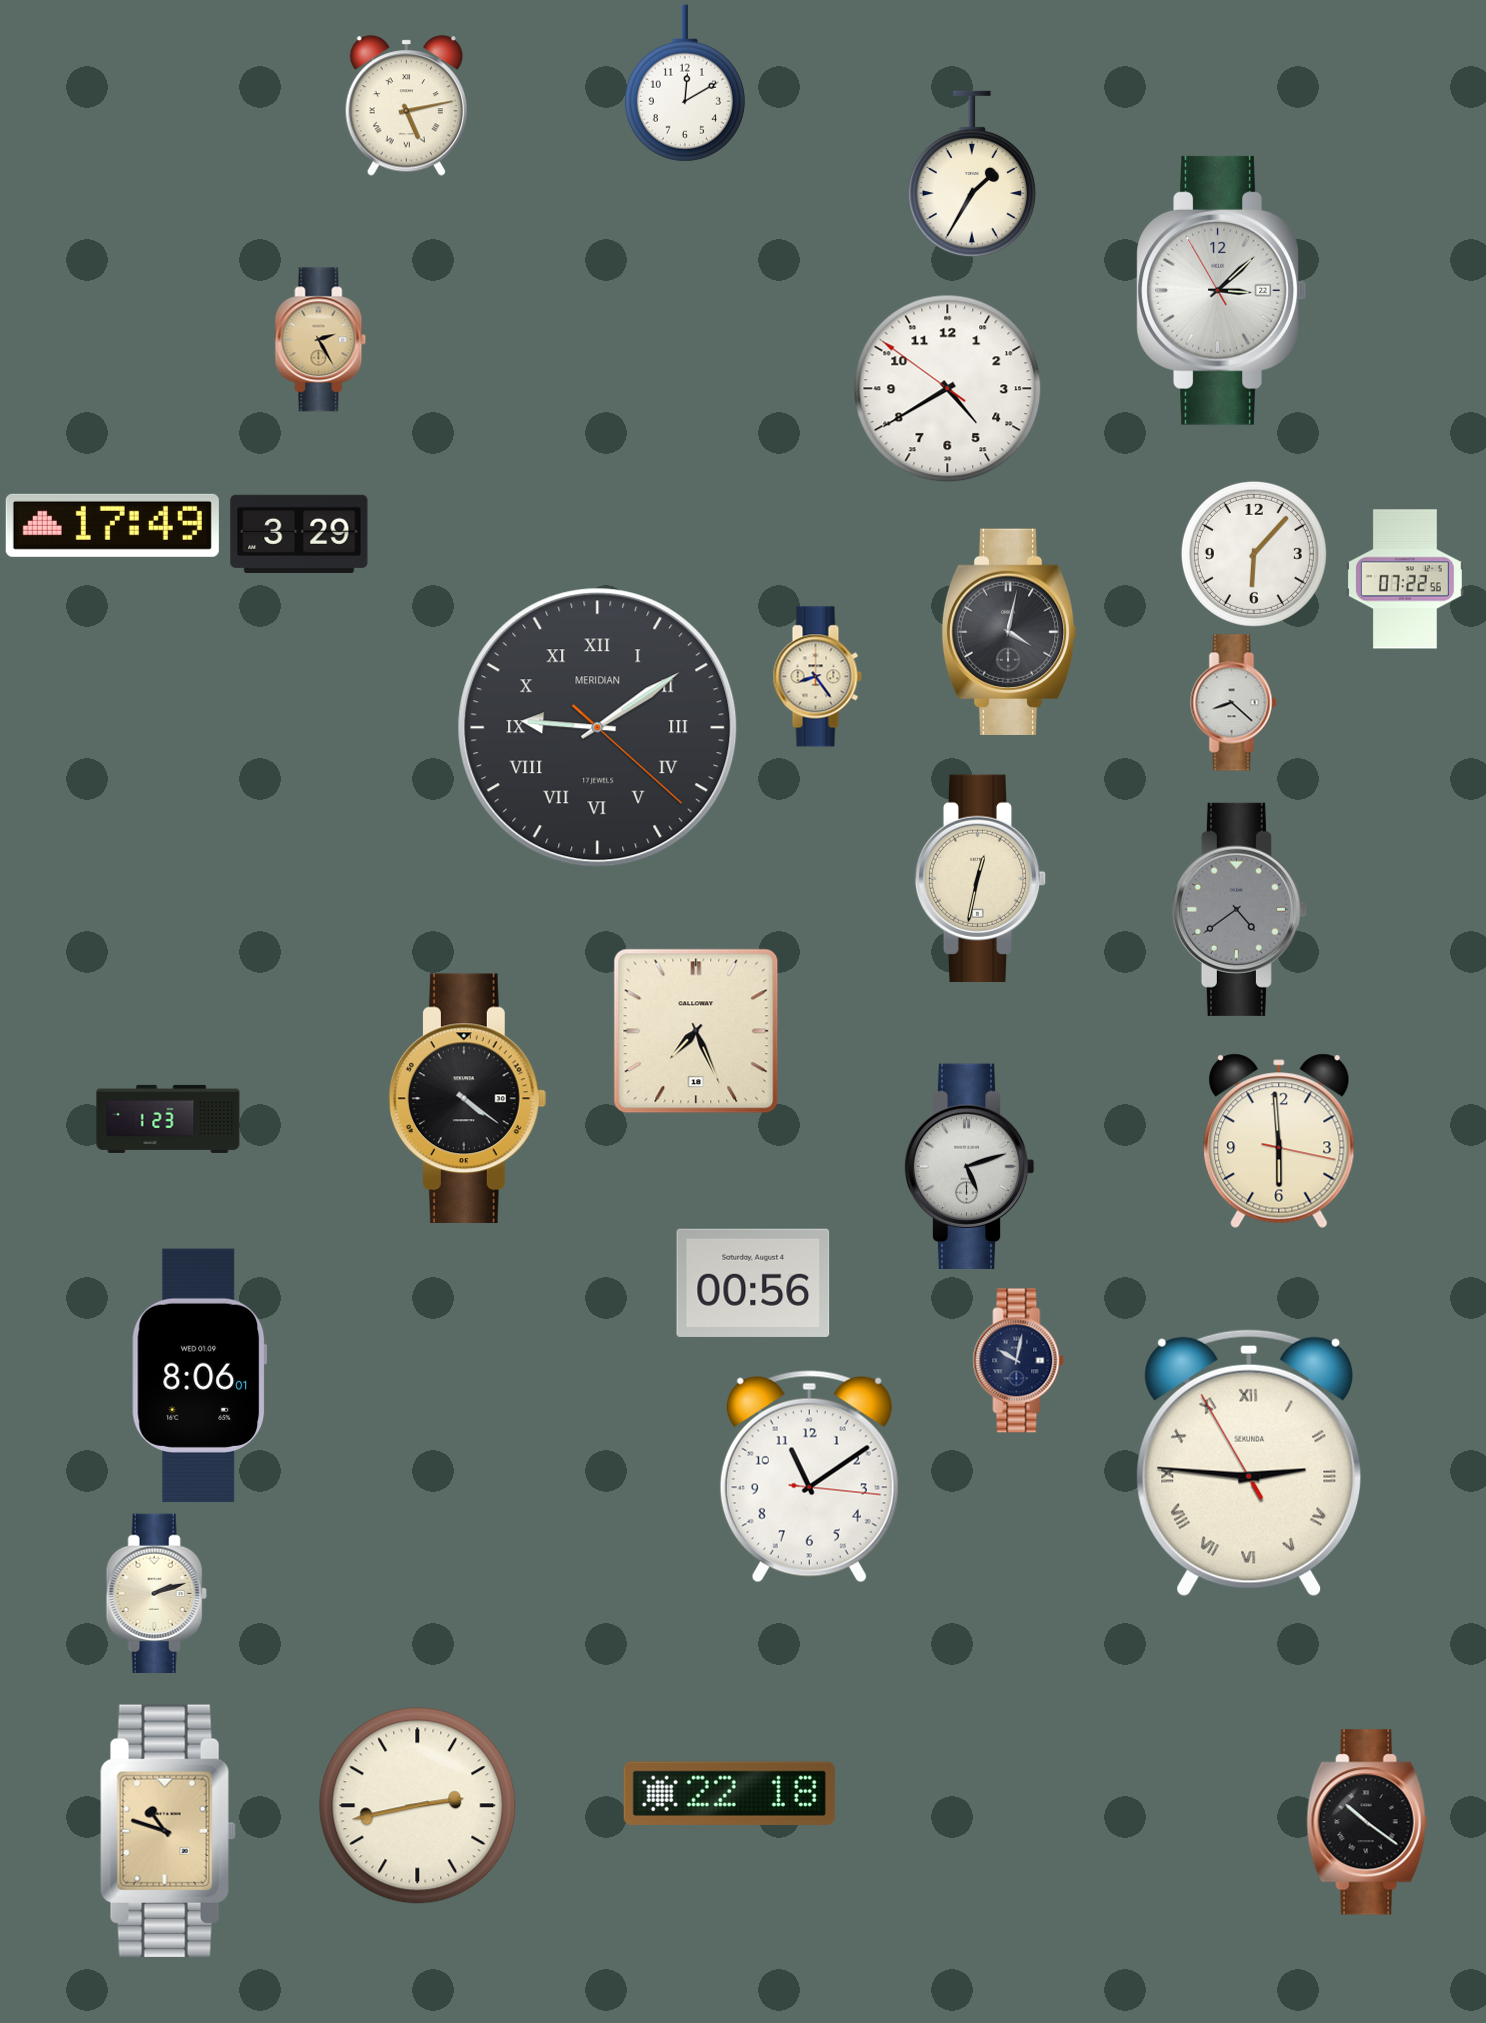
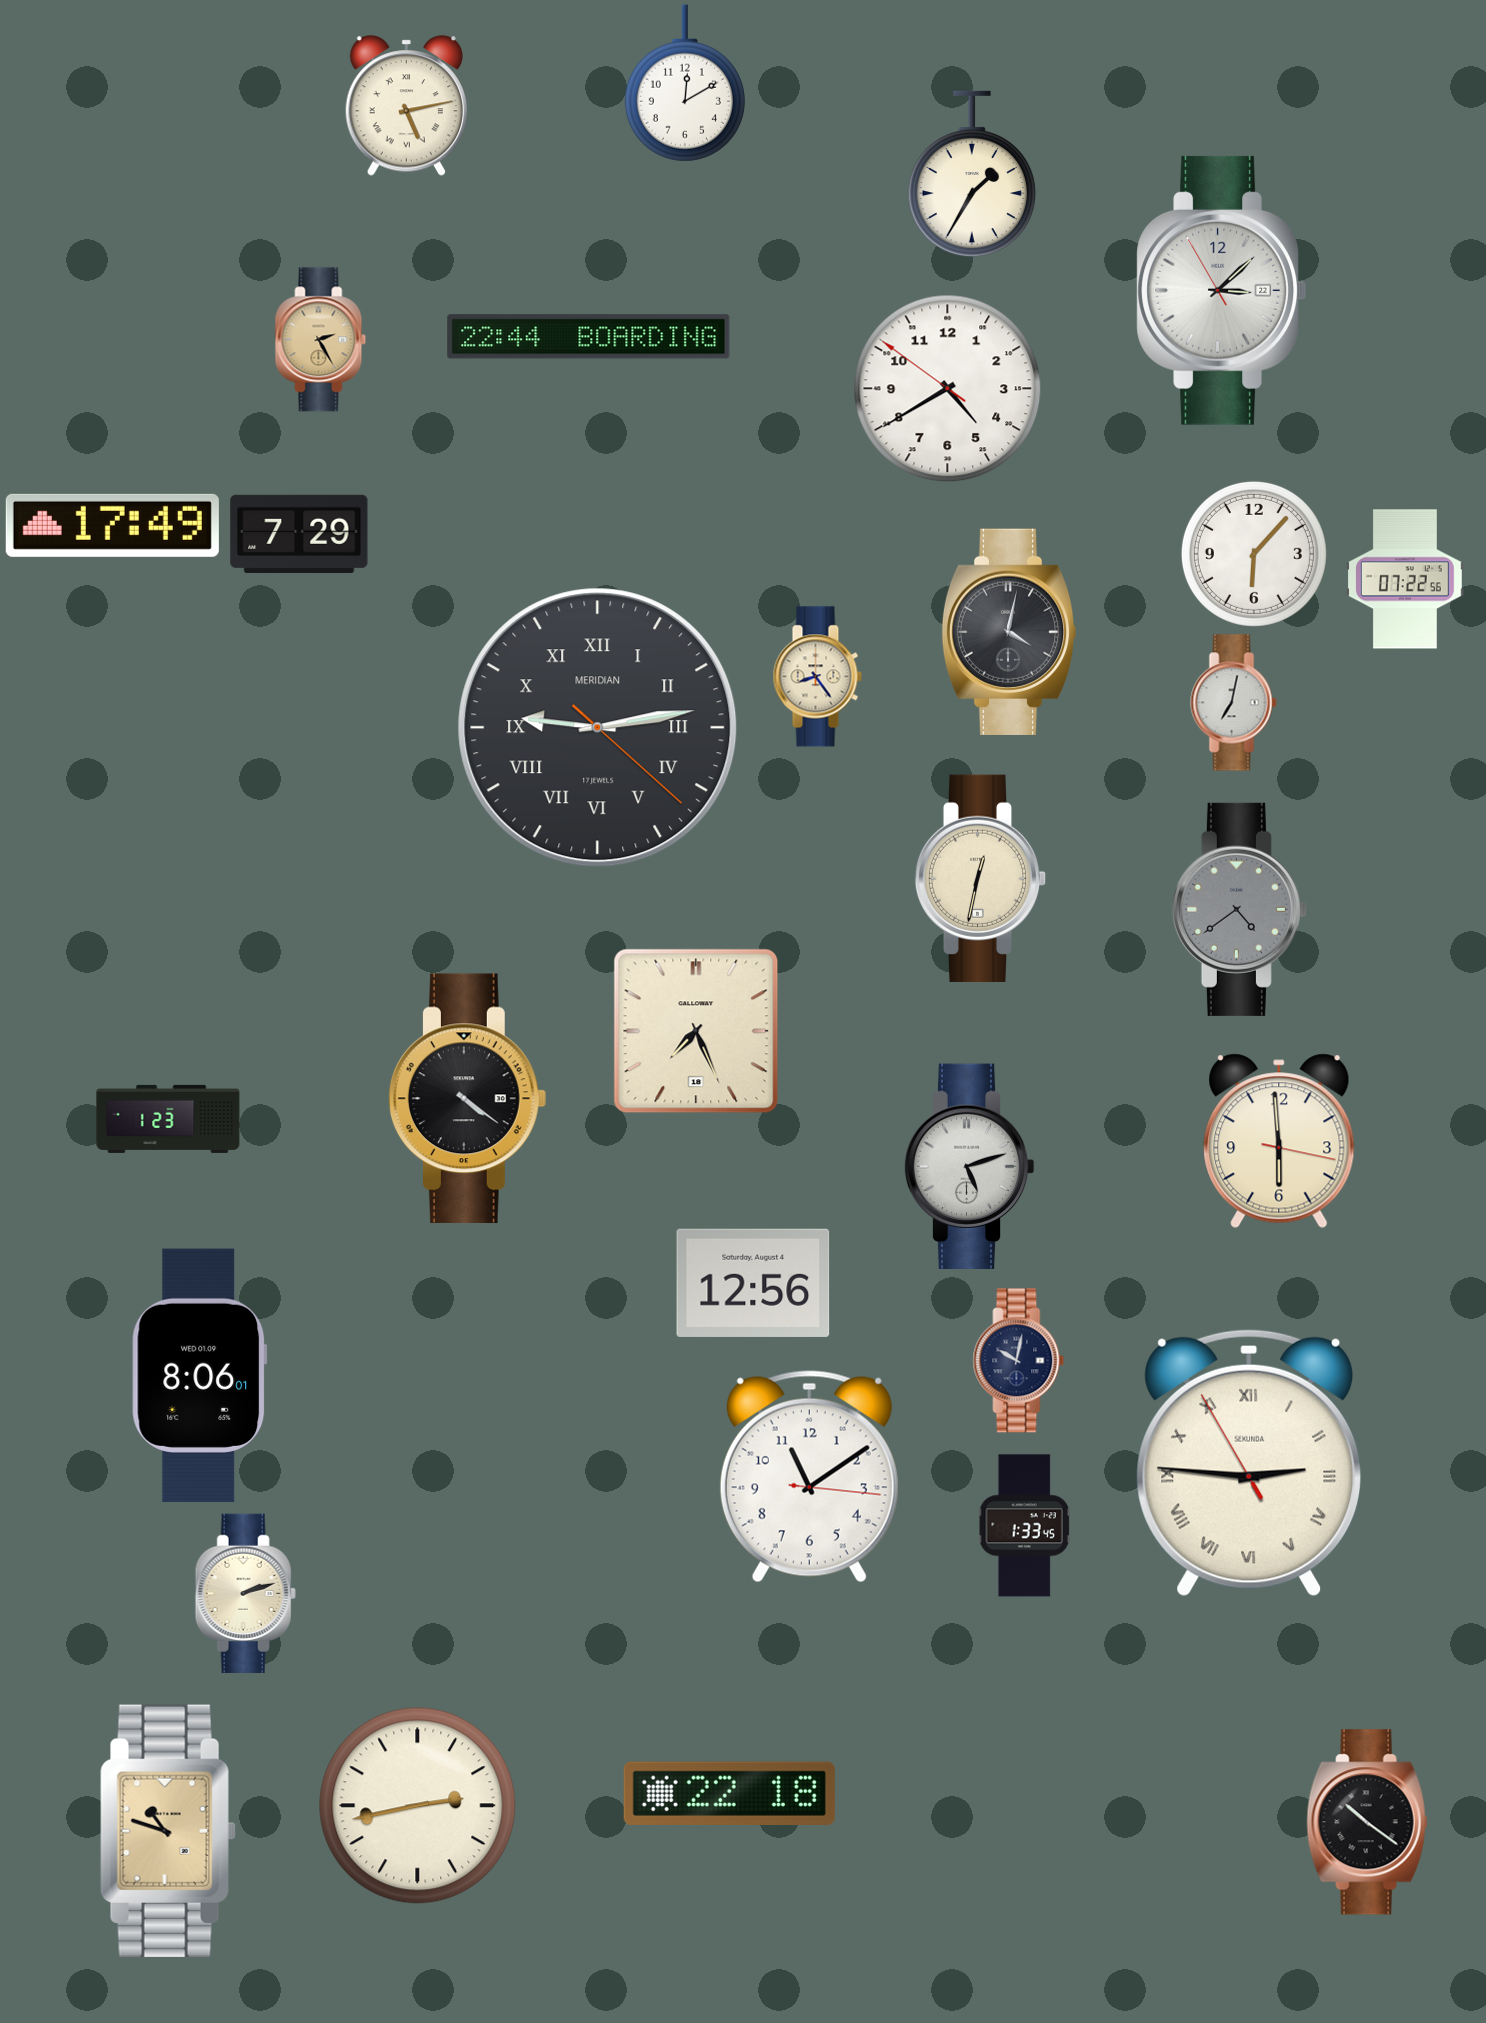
clock at (589, 337): none -> 22:44
clock at (299, 534): 3:29 -> 7:29
clock at (1234, 703): 8:22 -> 7:02
clock at (598, 728): 9:09 -> 9:13
clock at (753, 1283): 00:56 -> 12:56
clock at (1024, 1526): none -> 1:33
clock at (156, 1593) position: (156, 1593) -> (245, 1593)
